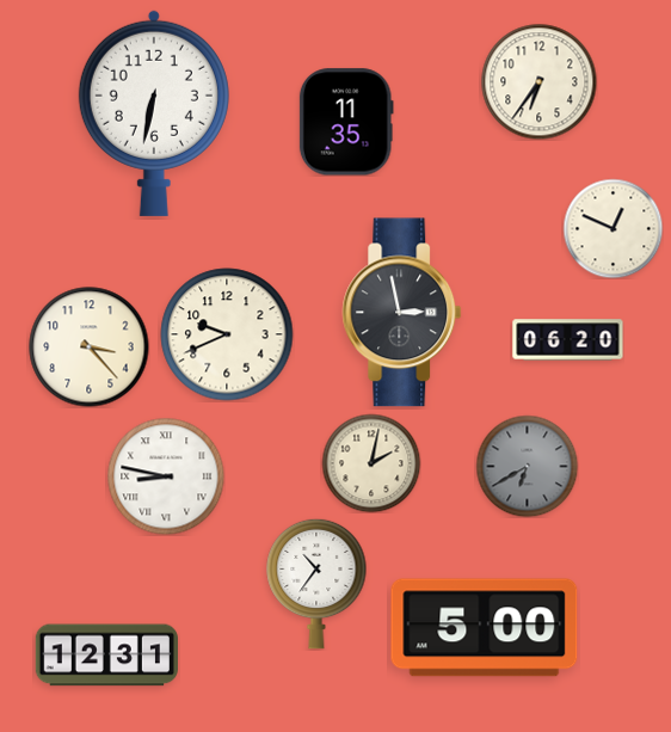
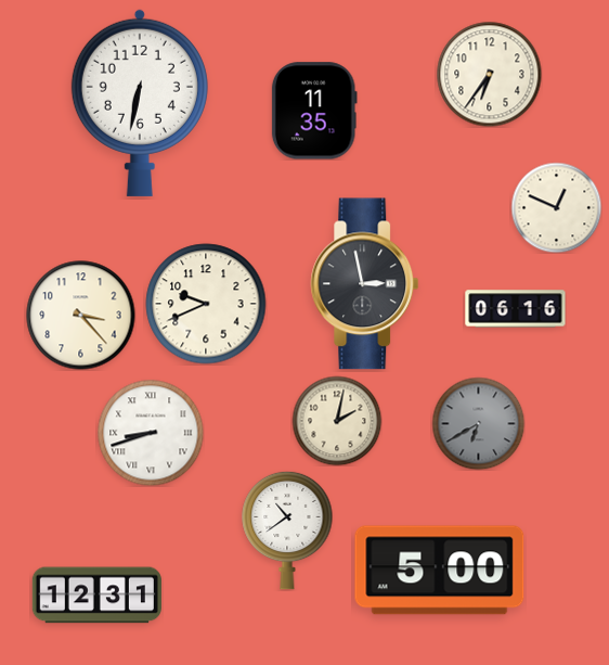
clock at (568, 340): 06:20 -> 06:16
clock at (166, 476): 8:47 -> 8:42
clock at (316, 584): 10:36 -> 10:39
